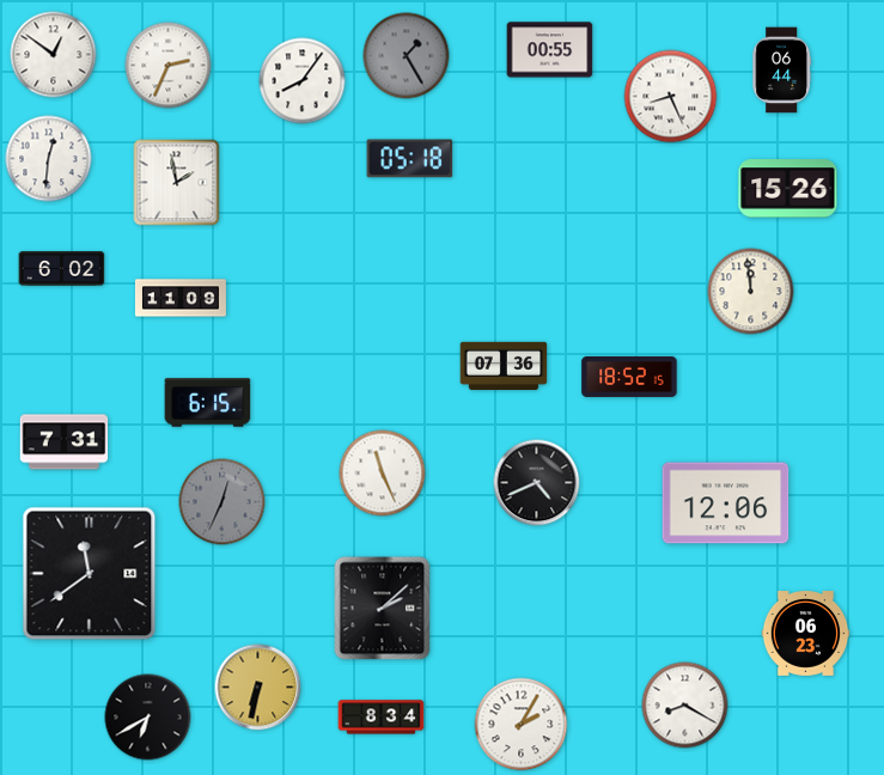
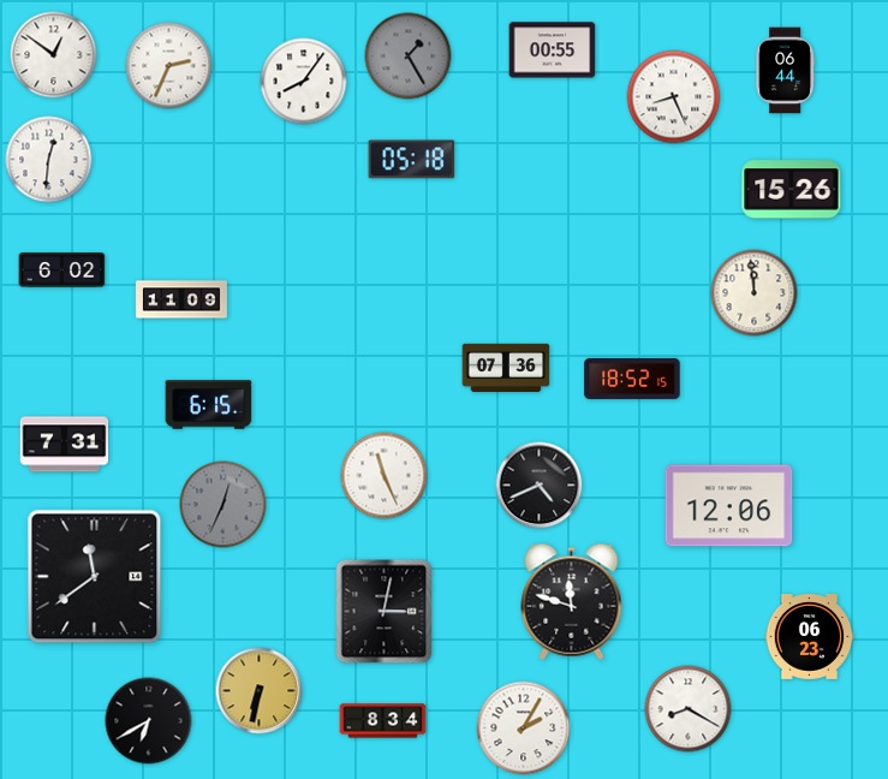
clock at (177, 183): 1:58 -> none
clock at (90, 574) position: (90, 574) -> (95, 577)
clock at (572, 601): none -> 11:48
clock at (383, 609): 2:08 -> 3:02
